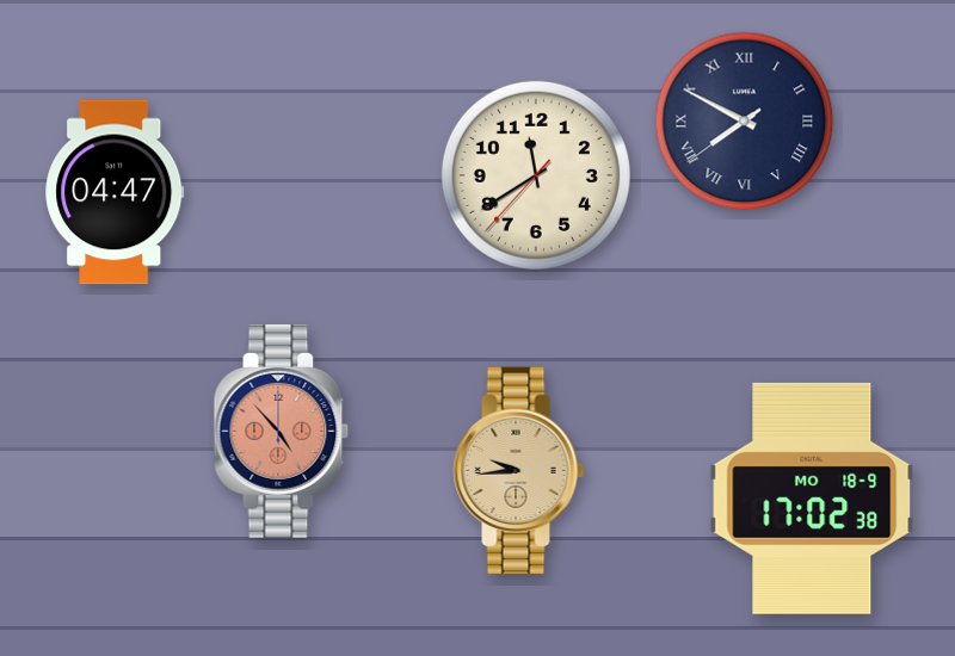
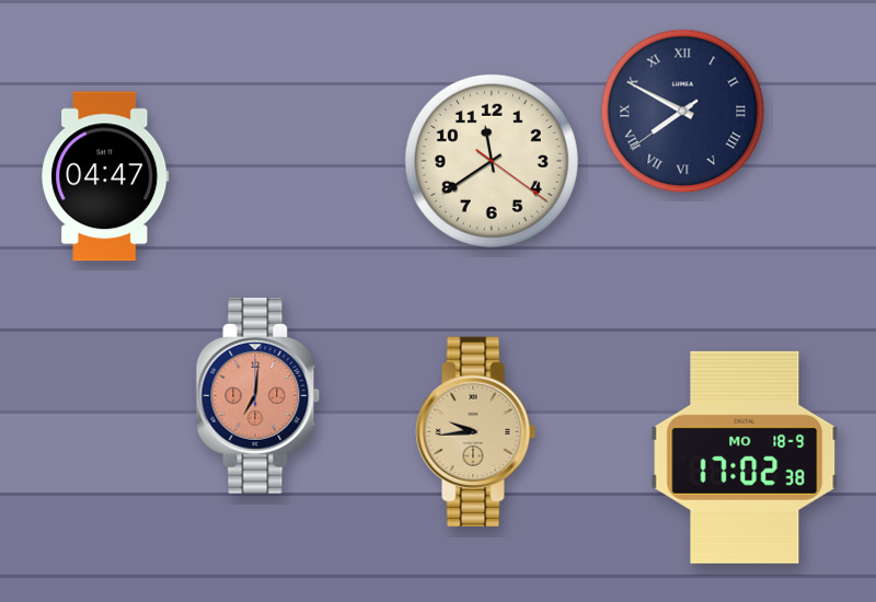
clock at (536, 175): 11:39:37 -> 11:39:21
clock at (282, 431): 4:53 -> 7:01
